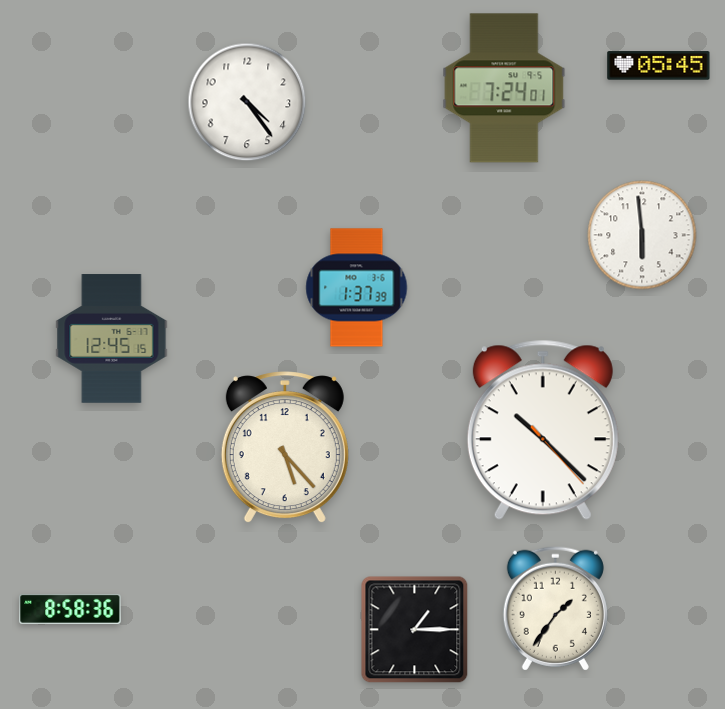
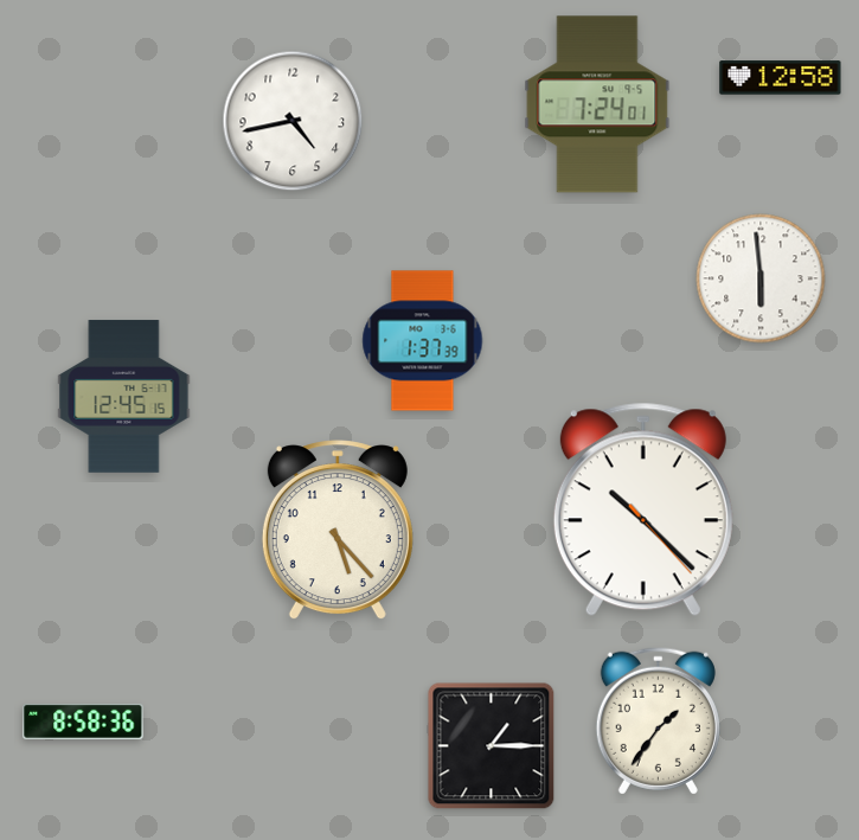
clock at (659, 66): 05:45 -> 12:58
clock at (247, 102): 4:24 -> 4:43
clock at (112, 339) position: (112, 339) -> (124, 397)
